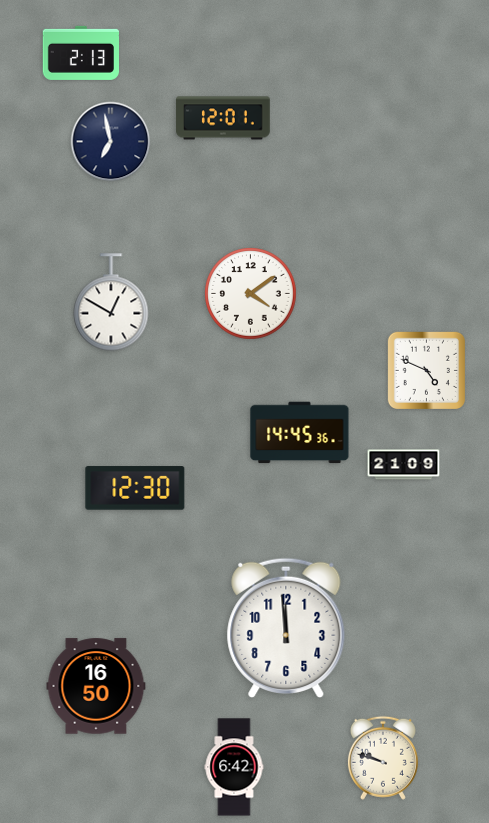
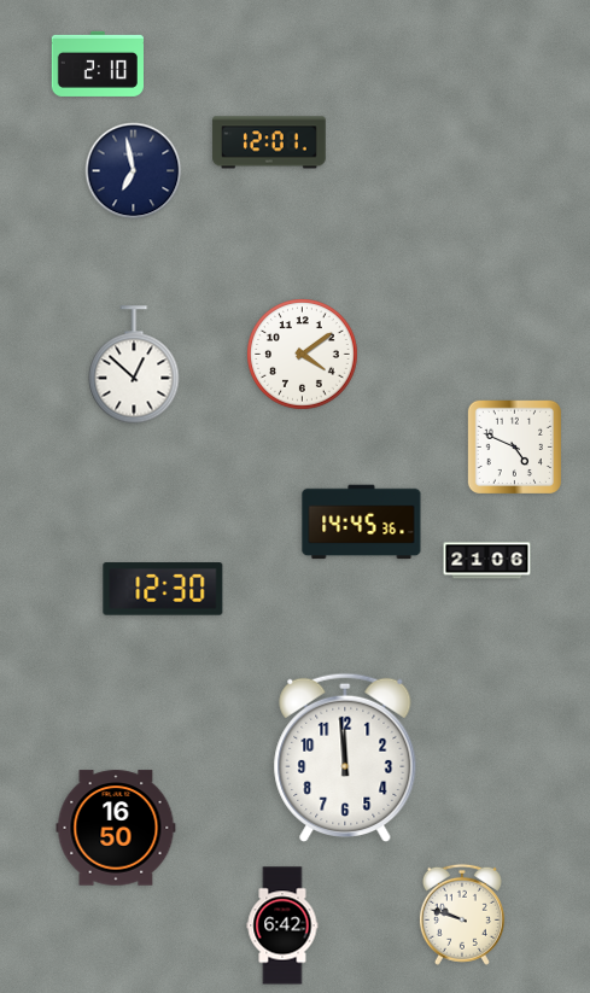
clock at (80, 53): 2:13 -> 2:10
clock at (111, 302): 12:50 -> 12:52
clock at (404, 465): 21:09 -> 21:06
